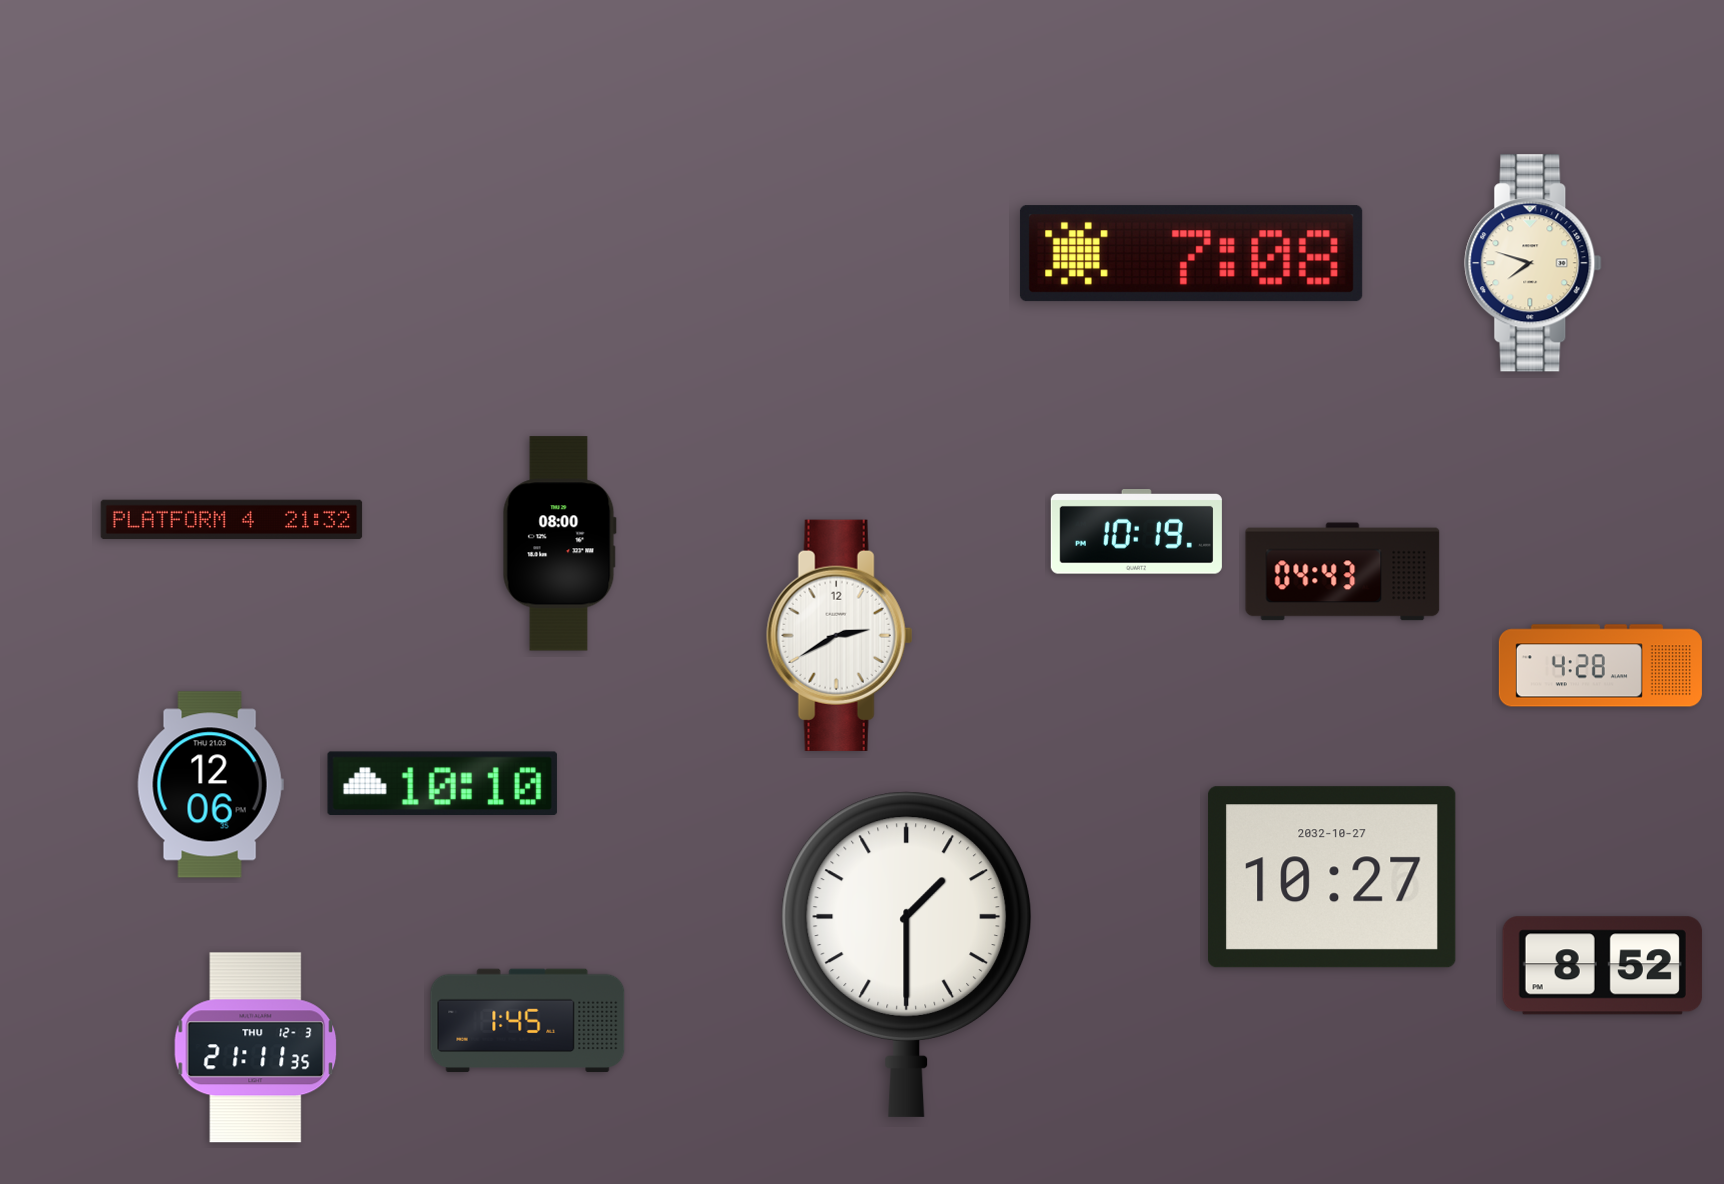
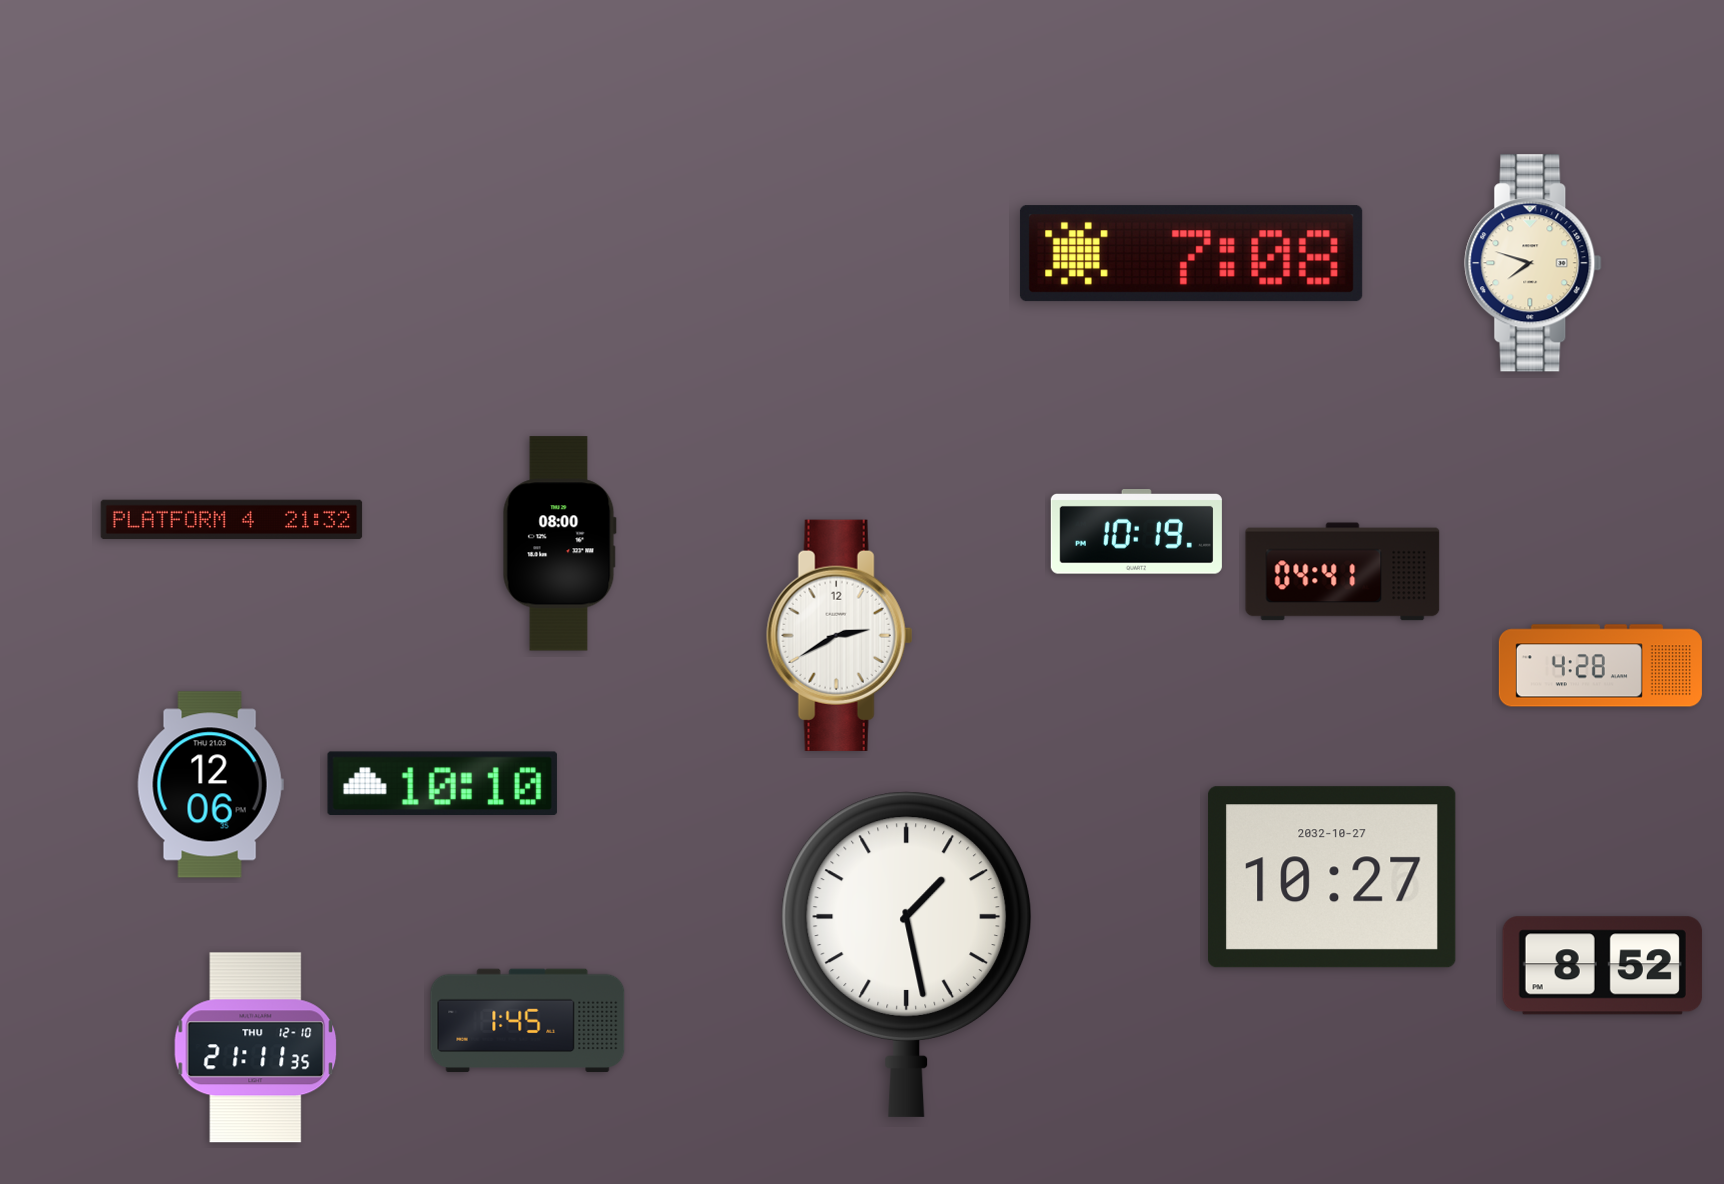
clock at (1343, 572): 04:43 -> 04:41
clock at (906, 954): 1:30 -> 1:28
clock at (256, 1048) date: THU 12-3 -> THU 12-10
